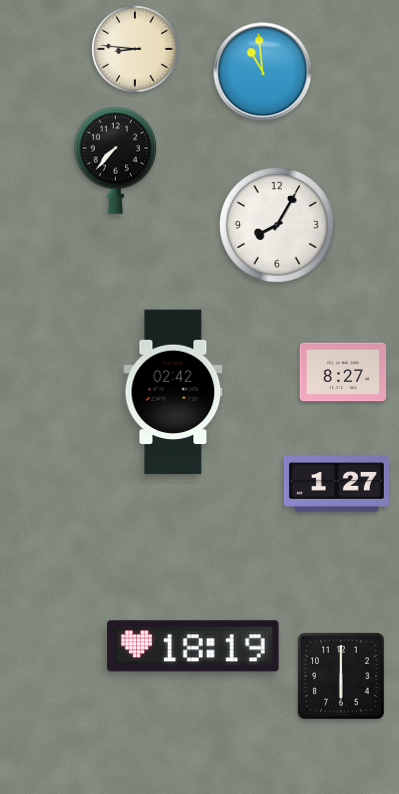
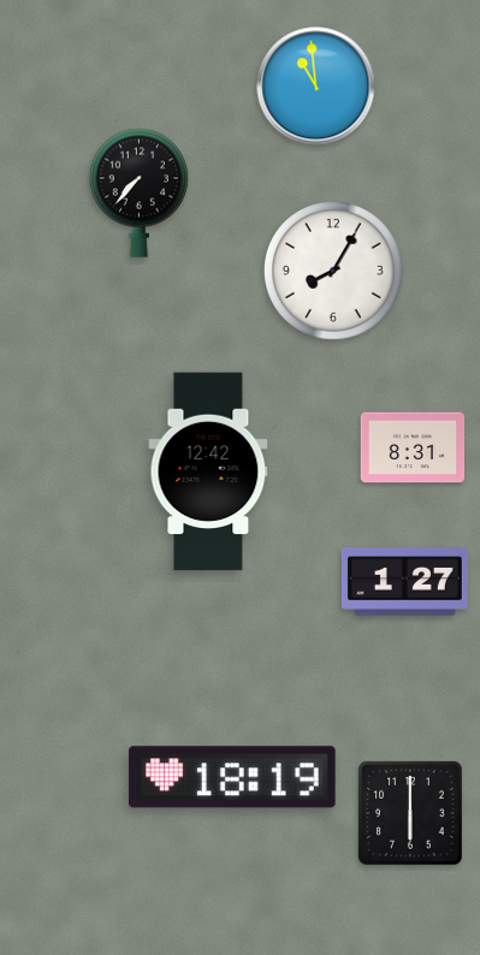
clock at (135, 49): 8:46 -> none
clock at (343, 372): 8:27 -> 8:31
clock at (173, 392): 02:42 -> 12:42
